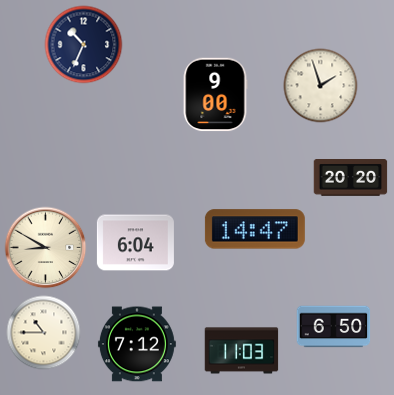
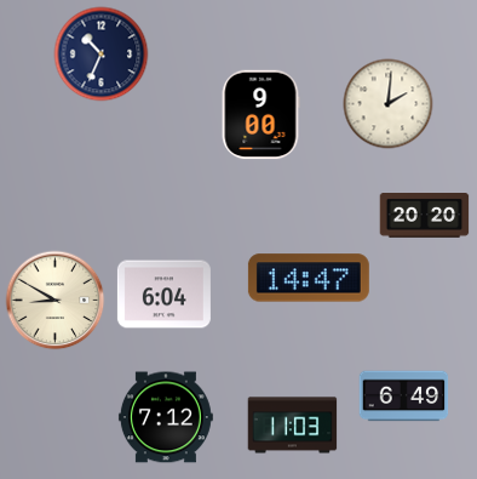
clock at (321, 86): 1:57 -> 2:01
clock at (334, 327): 6:50 -> 6:49
clock at (44, 333): 10:45 -> none
